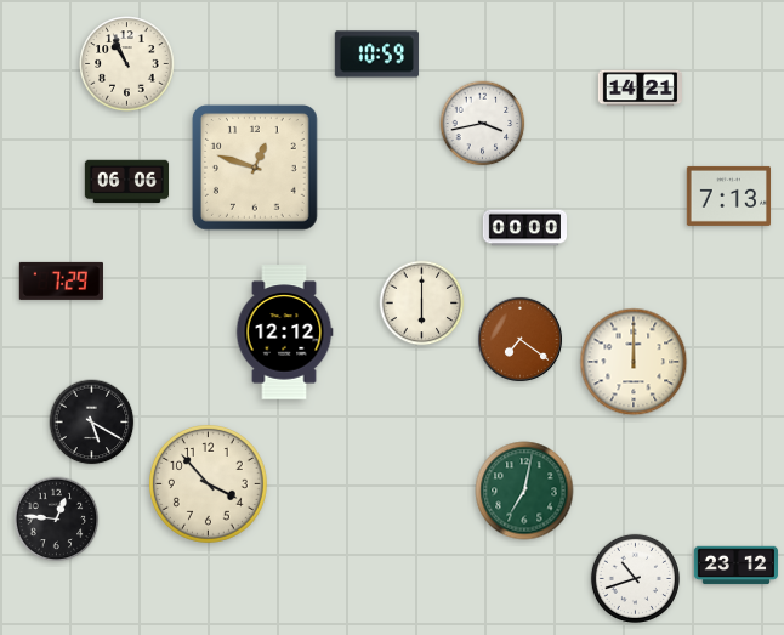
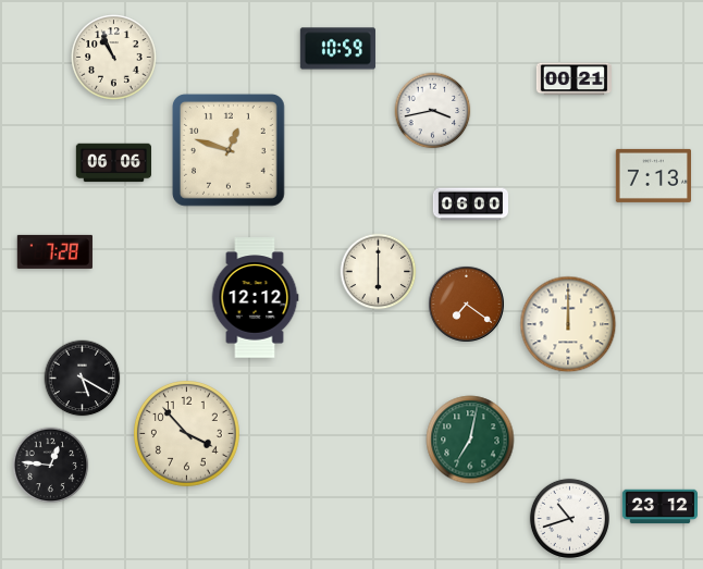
clock at (640, 89): 14:21 -> 00:21
clock at (524, 228): 00:00 -> 06:00
clock at (61, 280): 7:29 -> 7:28
